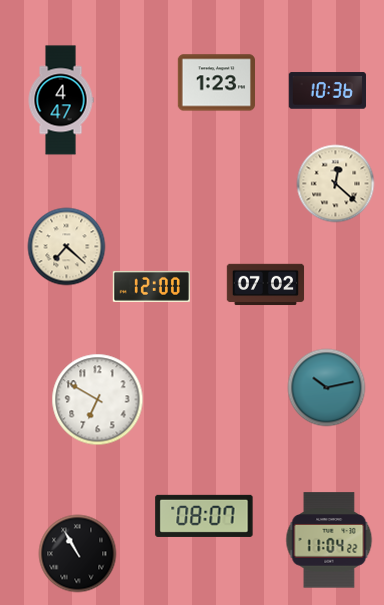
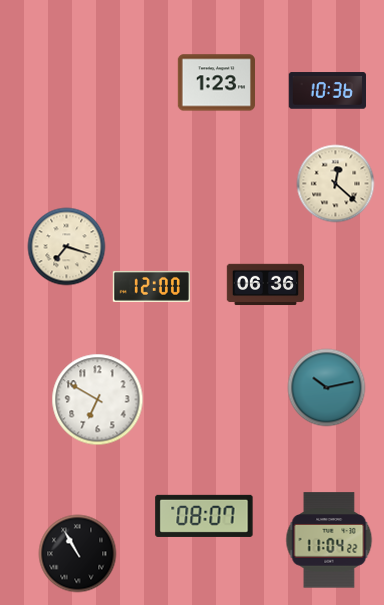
clock at (61, 100): 4:47 -> none
clock at (66, 246): 7:22 -> 7:18
clock at (265, 285): 07:02 -> 06:36
